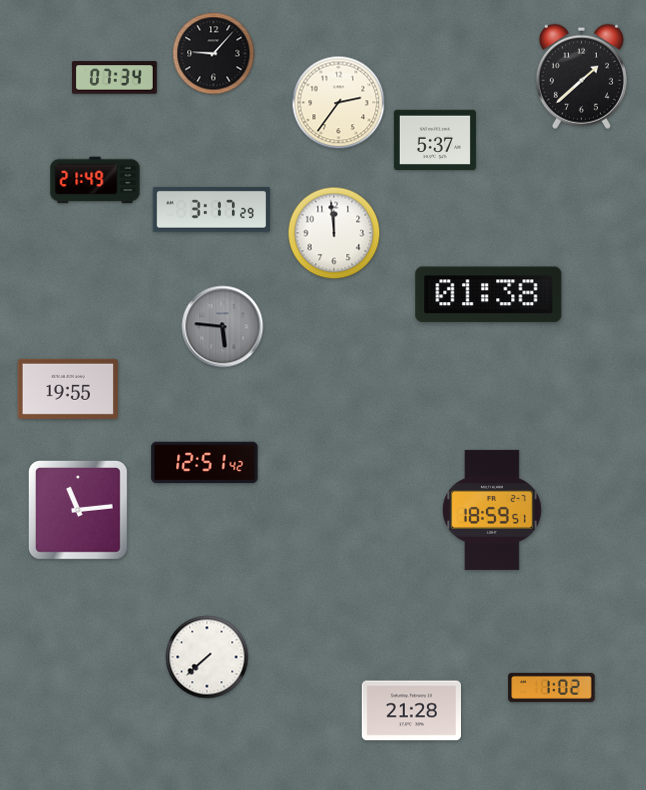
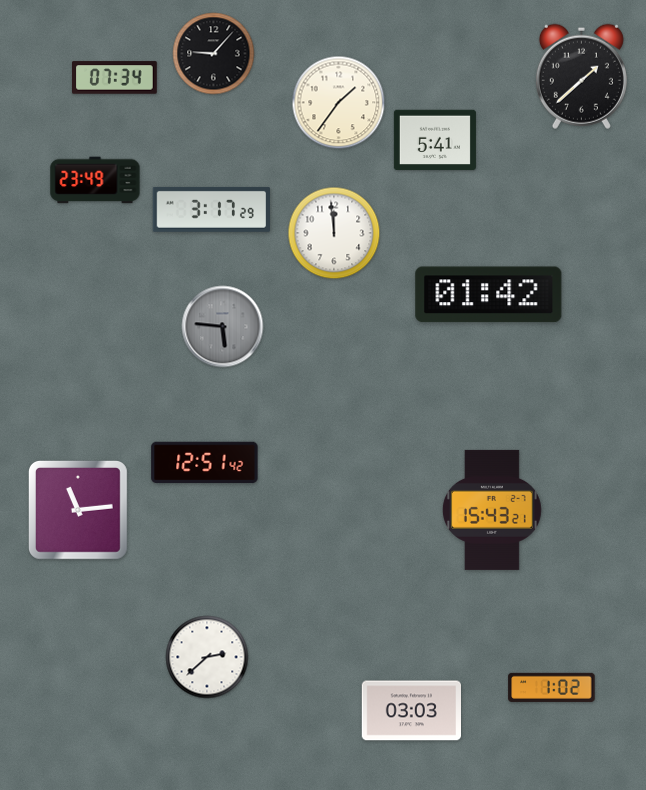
clock at (339, 103): 2:36 -> 1:36
clock at (435, 140): 5:37 -> 5:41
clock at (95, 180): 21:49 -> 23:49
clock at (489, 295): 01:38 -> 01:42
clock at (68, 389): 19:55 -> none
clock at (492, 510): 18:59 -> 15:43
clock at (207, 657): 7:38 -> 2:38
clock at (411, 711): 21:28 -> 03:03
